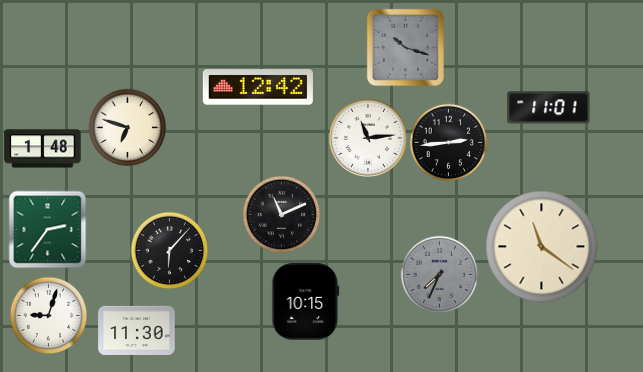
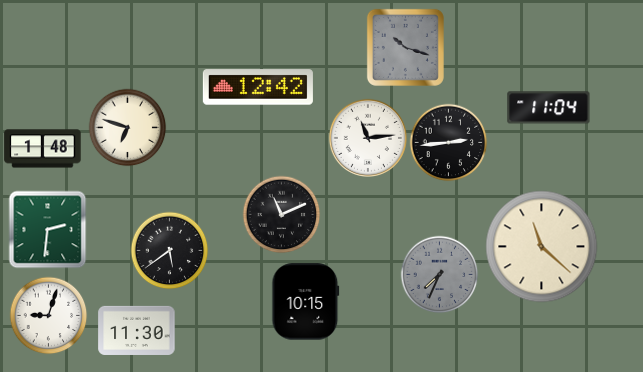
clock at (549, 108): 11:01 -> 11:04
clock at (47, 229): 2:36 -> 2:31
clock at (542, 247): 11:21 -> 11:22
clock at (169, 250): 6:07 -> 5:39
